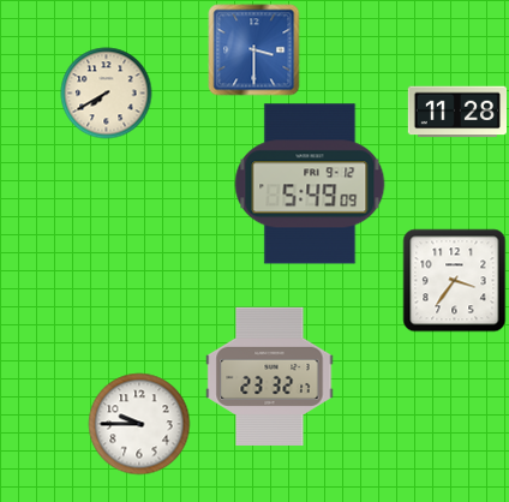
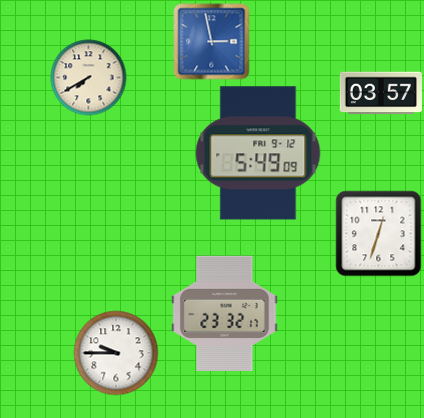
clock at (254, 50): 3:30 -> 2:58
clock at (456, 112): 11:28 -> 03:57
clock at (455, 281): 3:36 -> 12:33
